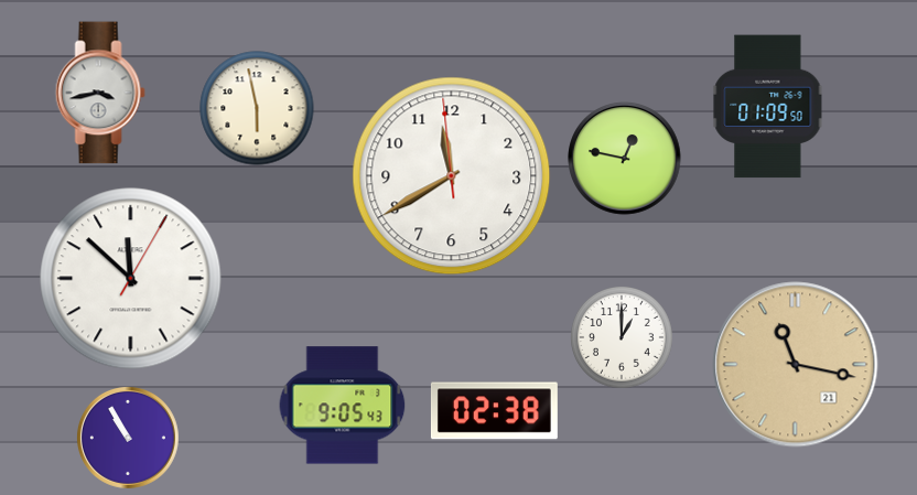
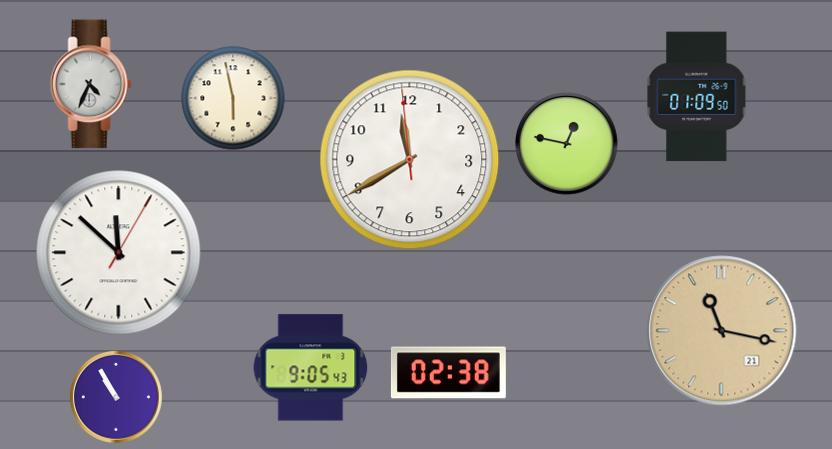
clock at (100, 93): 3:43 -> 4:34
clock at (623, 338): 1:00 -> none
